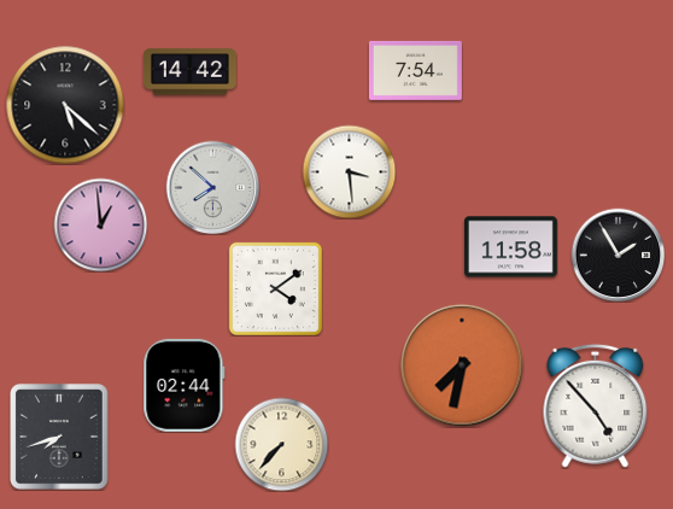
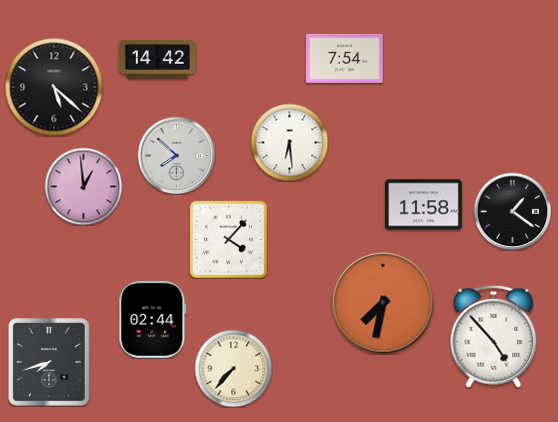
clock at (349, 171): 3:29 -> 6:29
clock at (618, 255): 1:55 -> 1:21
clock at (275, 288): 4:09 -> 4:07
